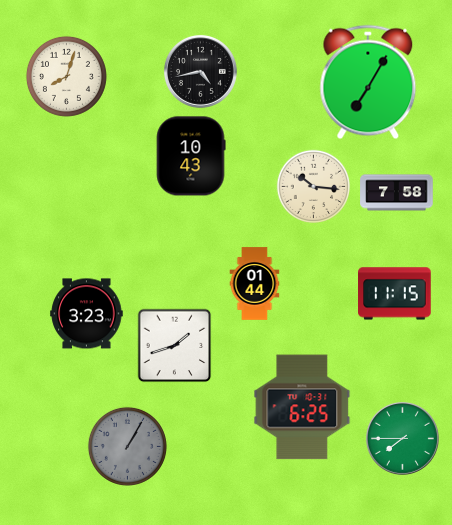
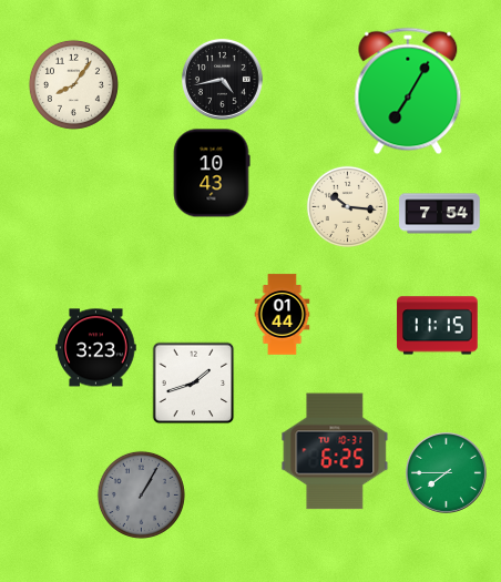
clock at (66, 76): 8:03 -> 8:06
clock at (397, 193): 7:58 -> 7:54
clock at (403, 439) position: (403, 439) -> (447, 473)
